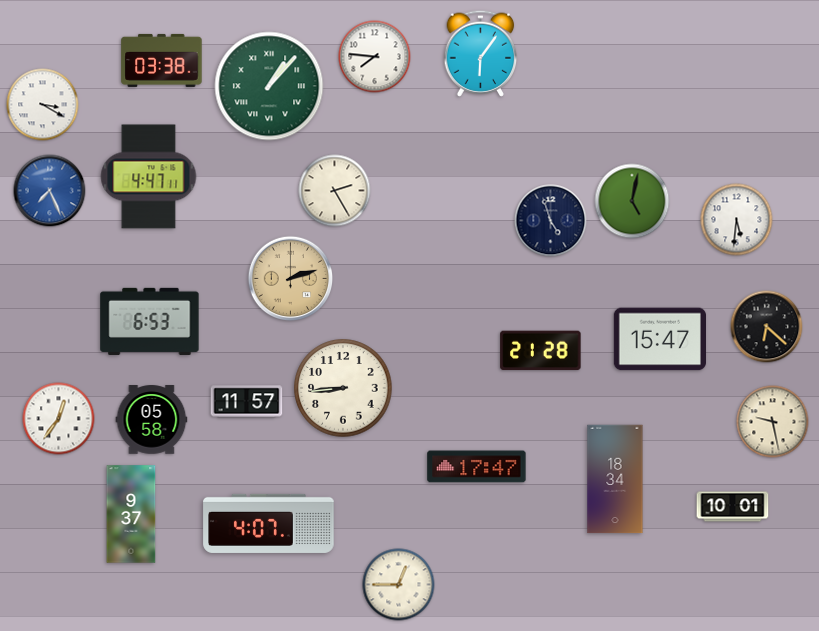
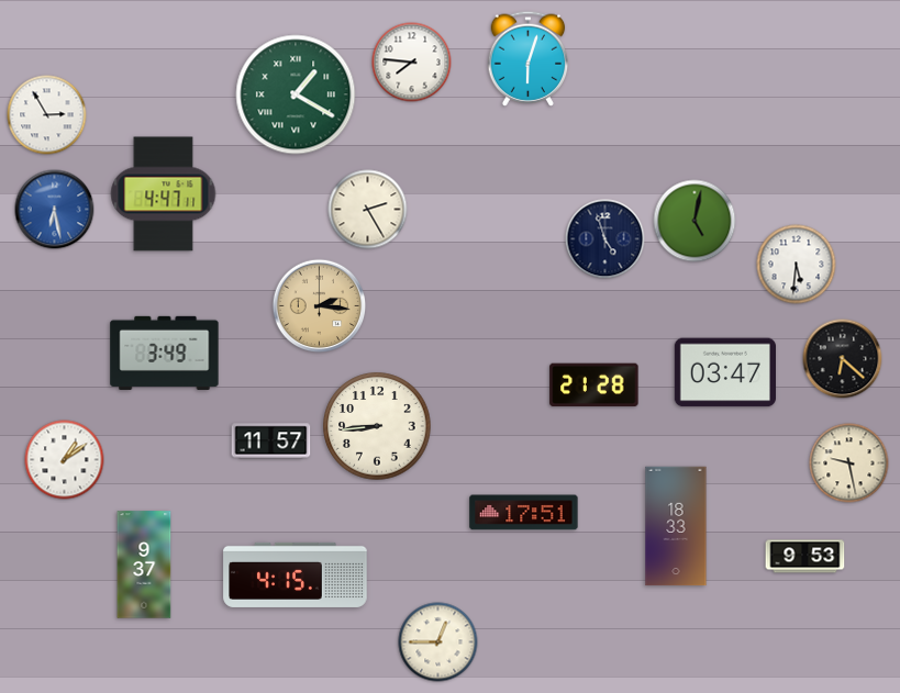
clock at (481, 53): 6:06 -> 6:03
clock at (162, 60): 03:38 -> none
clock at (269, 86): 1:07 -> 1:20
clock at (43, 105): 3:20 -> 2:55
clock at (50, 191): 7:26 -> 6:28
clock at (737, 220) position: (737, 220) -> (797, 265)
clock at (551, 221) position: (551, 221) -> (605, 239)
clock at (291, 279): 2:12 -> 2:16
clock at (150, 321): 6:53 -> 3:49
clock at (659, 339): 15:47 -> 03:47
clock at (59, 419): 12:36 -> 1:09
clock at (152, 420): 05:58 -> none
clock at (477, 467): 17:47 -> 17:51
clock at (615, 479): 18:34 -> 18:33
clock at (733, 507): 10:01 -> 9:53
clock at (269, 523): 4:07 -> 4:15
